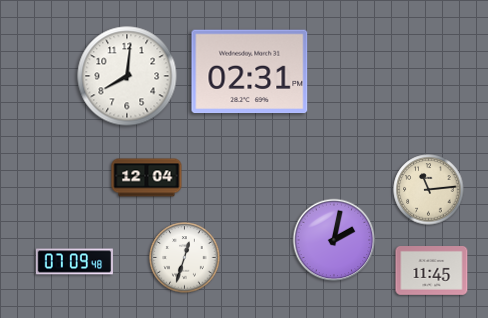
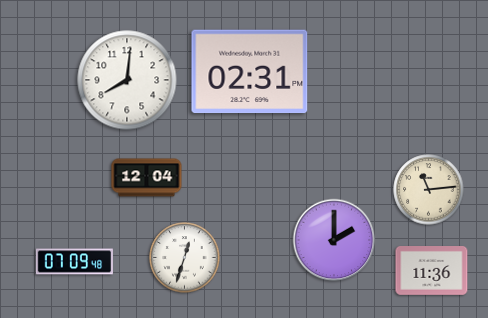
clock at (127, 76) position: (127, 76) -> (127, 80)
clock at (334, 240): 2:02 -> 2:00
clock at (432, 271): 11:45 -> 11:36
